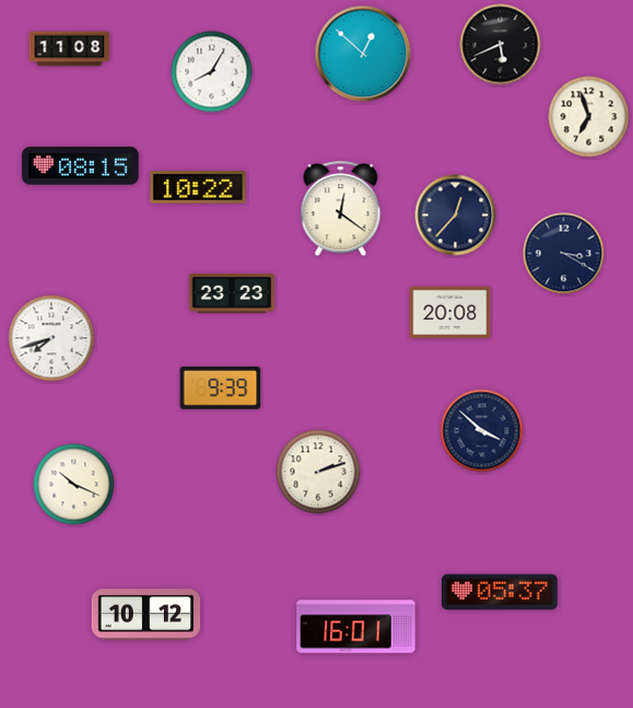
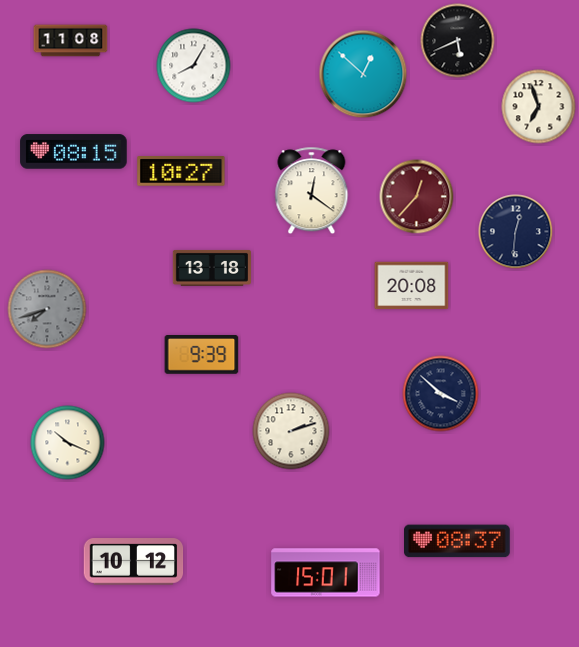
clock at (70, 49) position: (70, 49) -> (71, 41)
clock at (363, 54) position: (363, 54) -> (363, 74)
clock at (198, 187): 10:22 -> 10:27
clock at (456, 216) dial: navy -> burgundy
clock at (564, 254): 3:20 -> 12:31
clock at (231, 293): 23:23 -> 13:18
clock at (51, 338) dial: white -> grey
clock at (501, 592): 05:37 -> 08:37
clock at (356, 627): 16:01 -> 15:01
